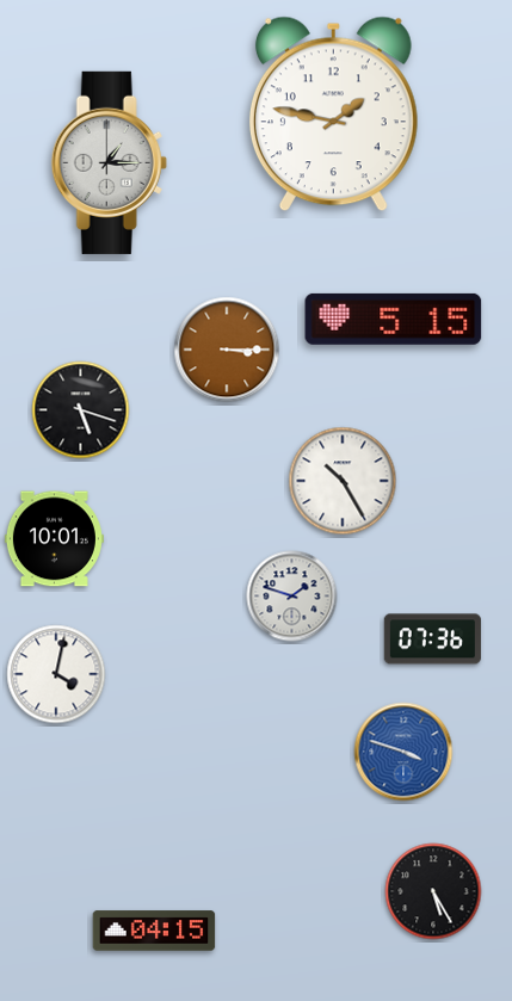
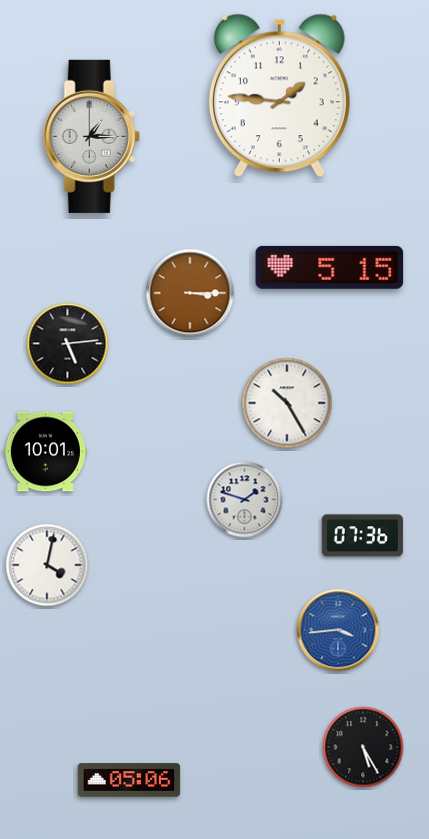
clock at (333, 115): 1:47 -> 1:46
clock at (81, 410): 5:18 -> 5:14
clock at (403, 752): 3:48 -> 3:44
clock at (154, 931): 04:15 -> 05:06
